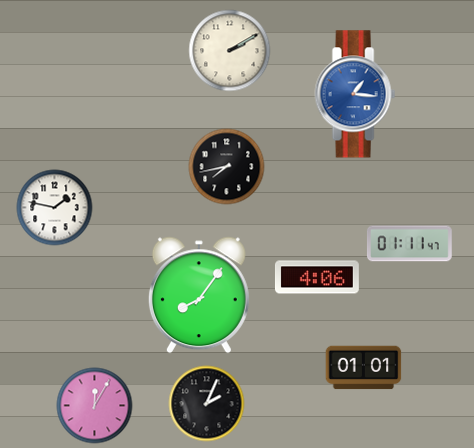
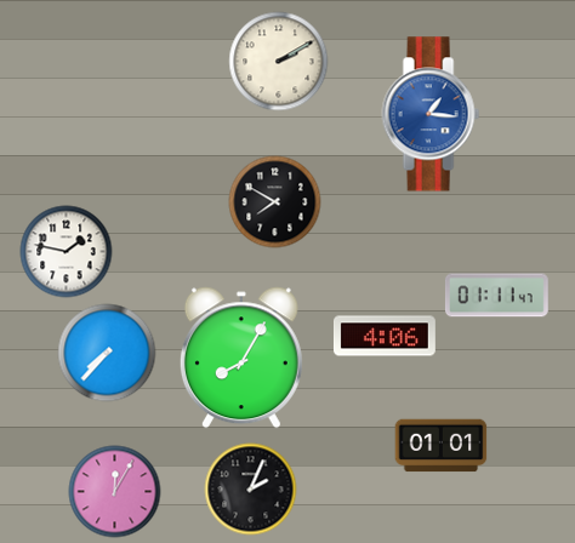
clock at (227, 167): 7:43 -> 7:50
clock at (107, 353): none -> 7:37
clock at (199, 295): 8:06 -> 8:05
